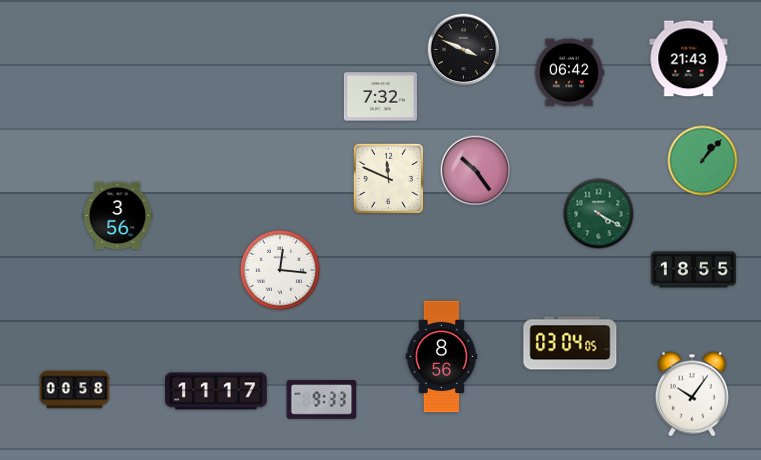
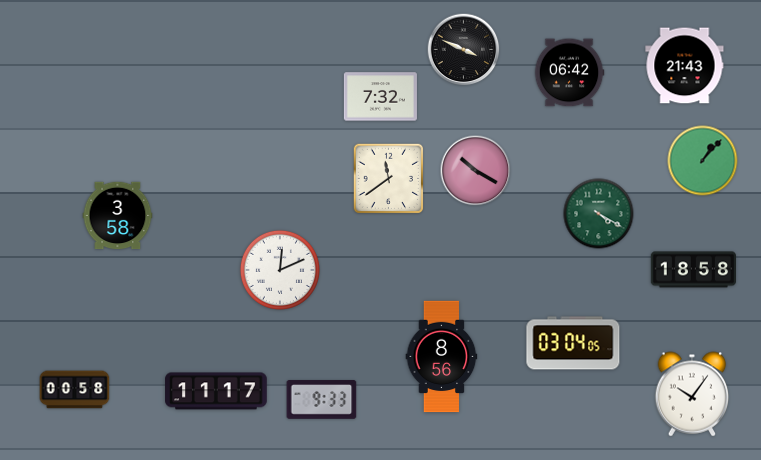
clock at (689, 59) position: (689, 59) -> (685, 66)
clock at (476, 171): 10:24 -> 10:20
clock at (388, 178): 11:49 -> 11:39
clock at (118, 216): 3:56 -> 3:58
clock at (280, 270): 12:16 -> 12:11
clock at (694, 270): 18:55 -> 18:58
clock at (570, 343) position: (570, 343) -> (573, 343)
